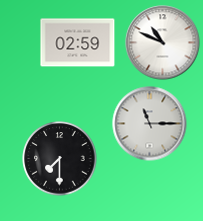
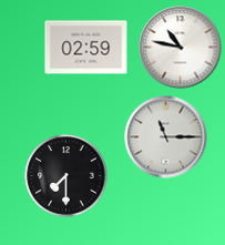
clock at (163, 43): 10:49 -> 10:47
